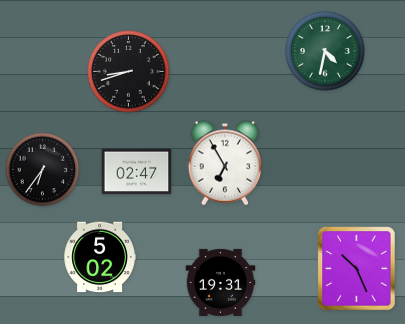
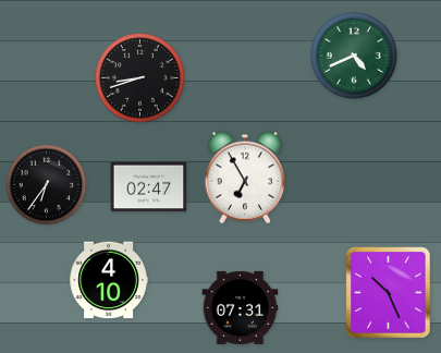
clock at (325, 51): 4:32 -> 4:41
clock at (100, 257): 5:02 -> 4:10
clock at (221, 282): 19:31 -> 07:31
